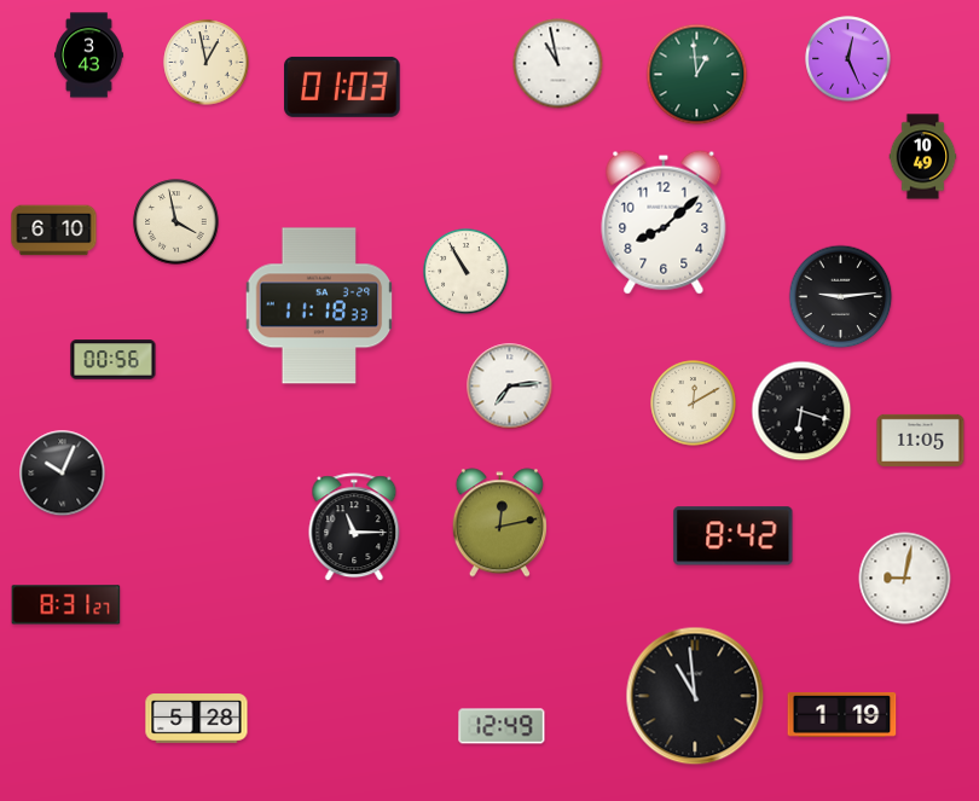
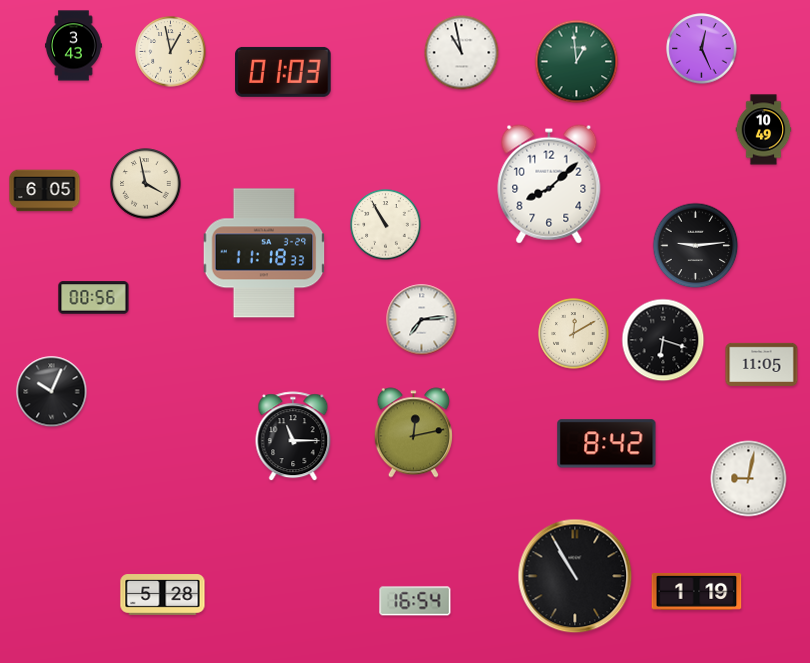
clock at (54, 231): 6:10 -> 6:05
clock at (66, 605): 8:31 -> none
clock at (695, 696): 10:59 -> 10:55
clock at (502, 726): 12:49 -> 16:54
